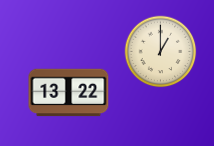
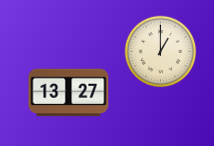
clock at (69, 93): 13:22 -> 13:27
